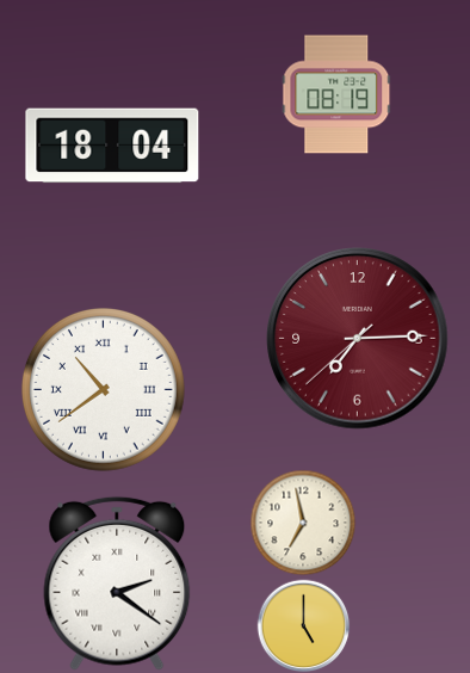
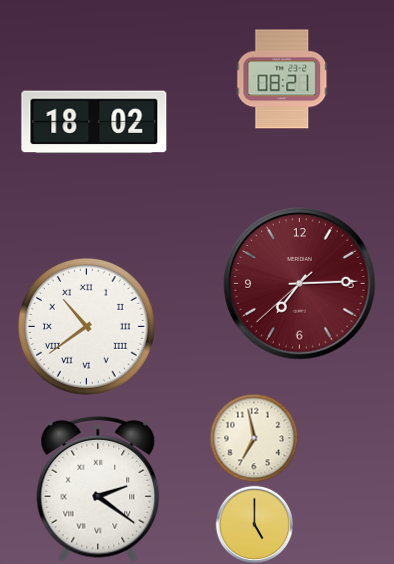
clock at (336, 94): 08:19 -> 08:21
clock at (112, 146): 18:04 -> 18:02
